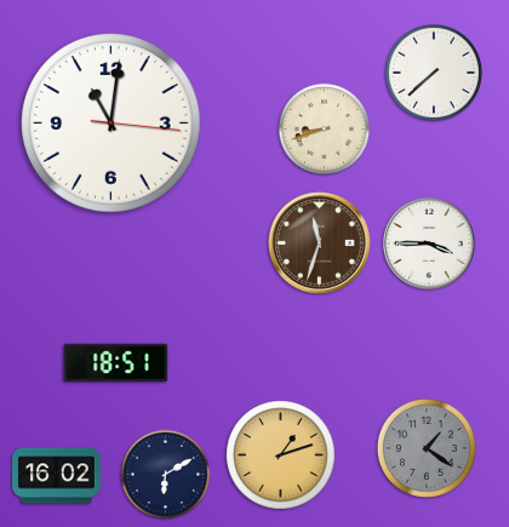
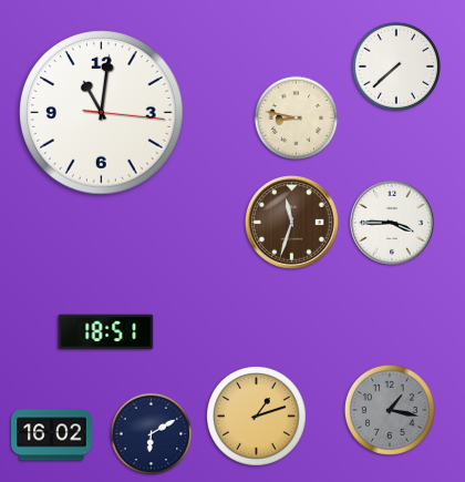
clock at (325, 130): 8:42 -> 8:47
clock at (427, 448): 1:21 -> 1:17
